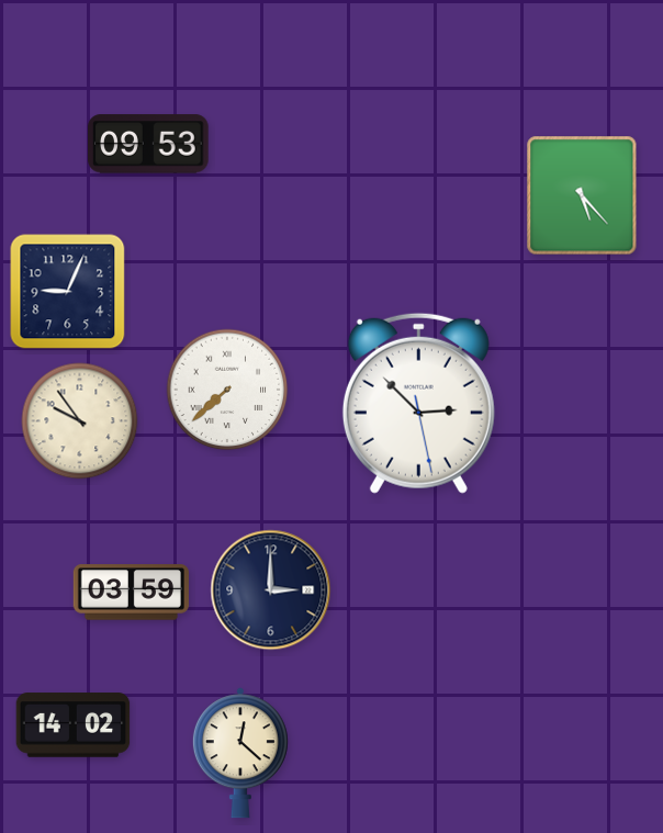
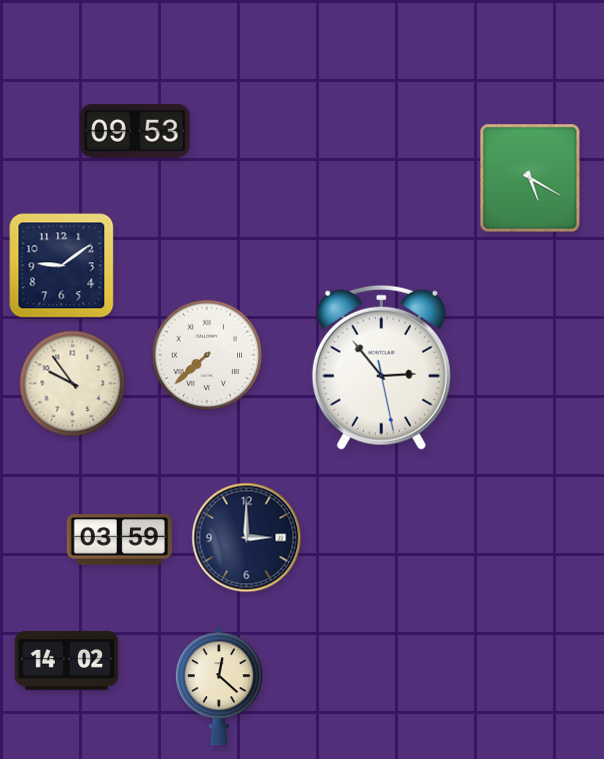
clock at (582, 195): 5:23 -> 5:20
clock at (68, 292): 9:04 -> 9:09
clock at (418, 403): 2:52 -> 2:53
